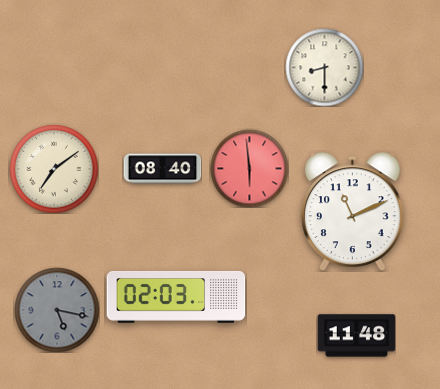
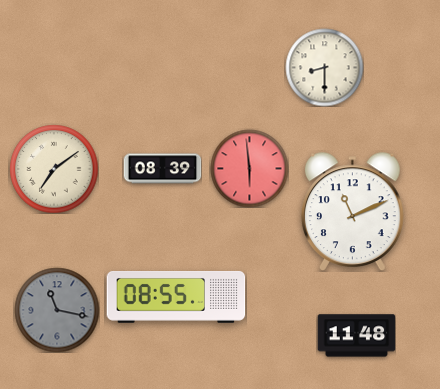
clock at (162, 169): 08:40 -> 08:39
clock at (176, 297): 02:03 -> 08:55
clock at (57, 310): 5:17 -> 11:17
